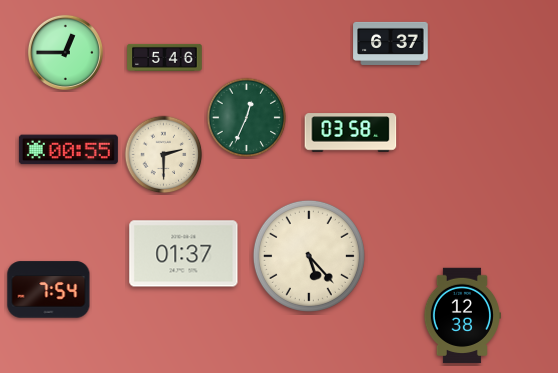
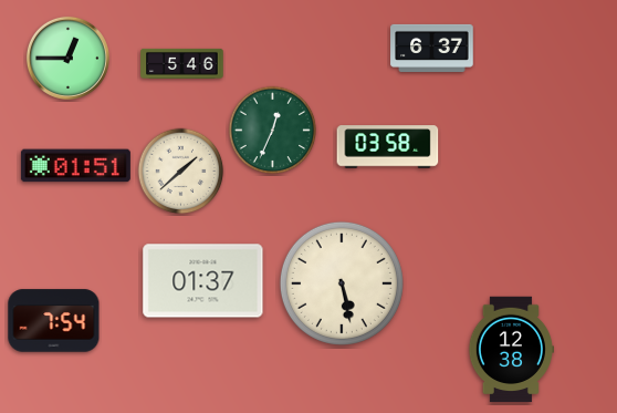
clock at (65, 52) position: (65, 52) -> (67, 58)
clock at (68, 150): 00:55 -> 01:51
clock at (164, 155): 2:30 -> 1:38
clock at (309, 256): 5:23 -> 5:28
